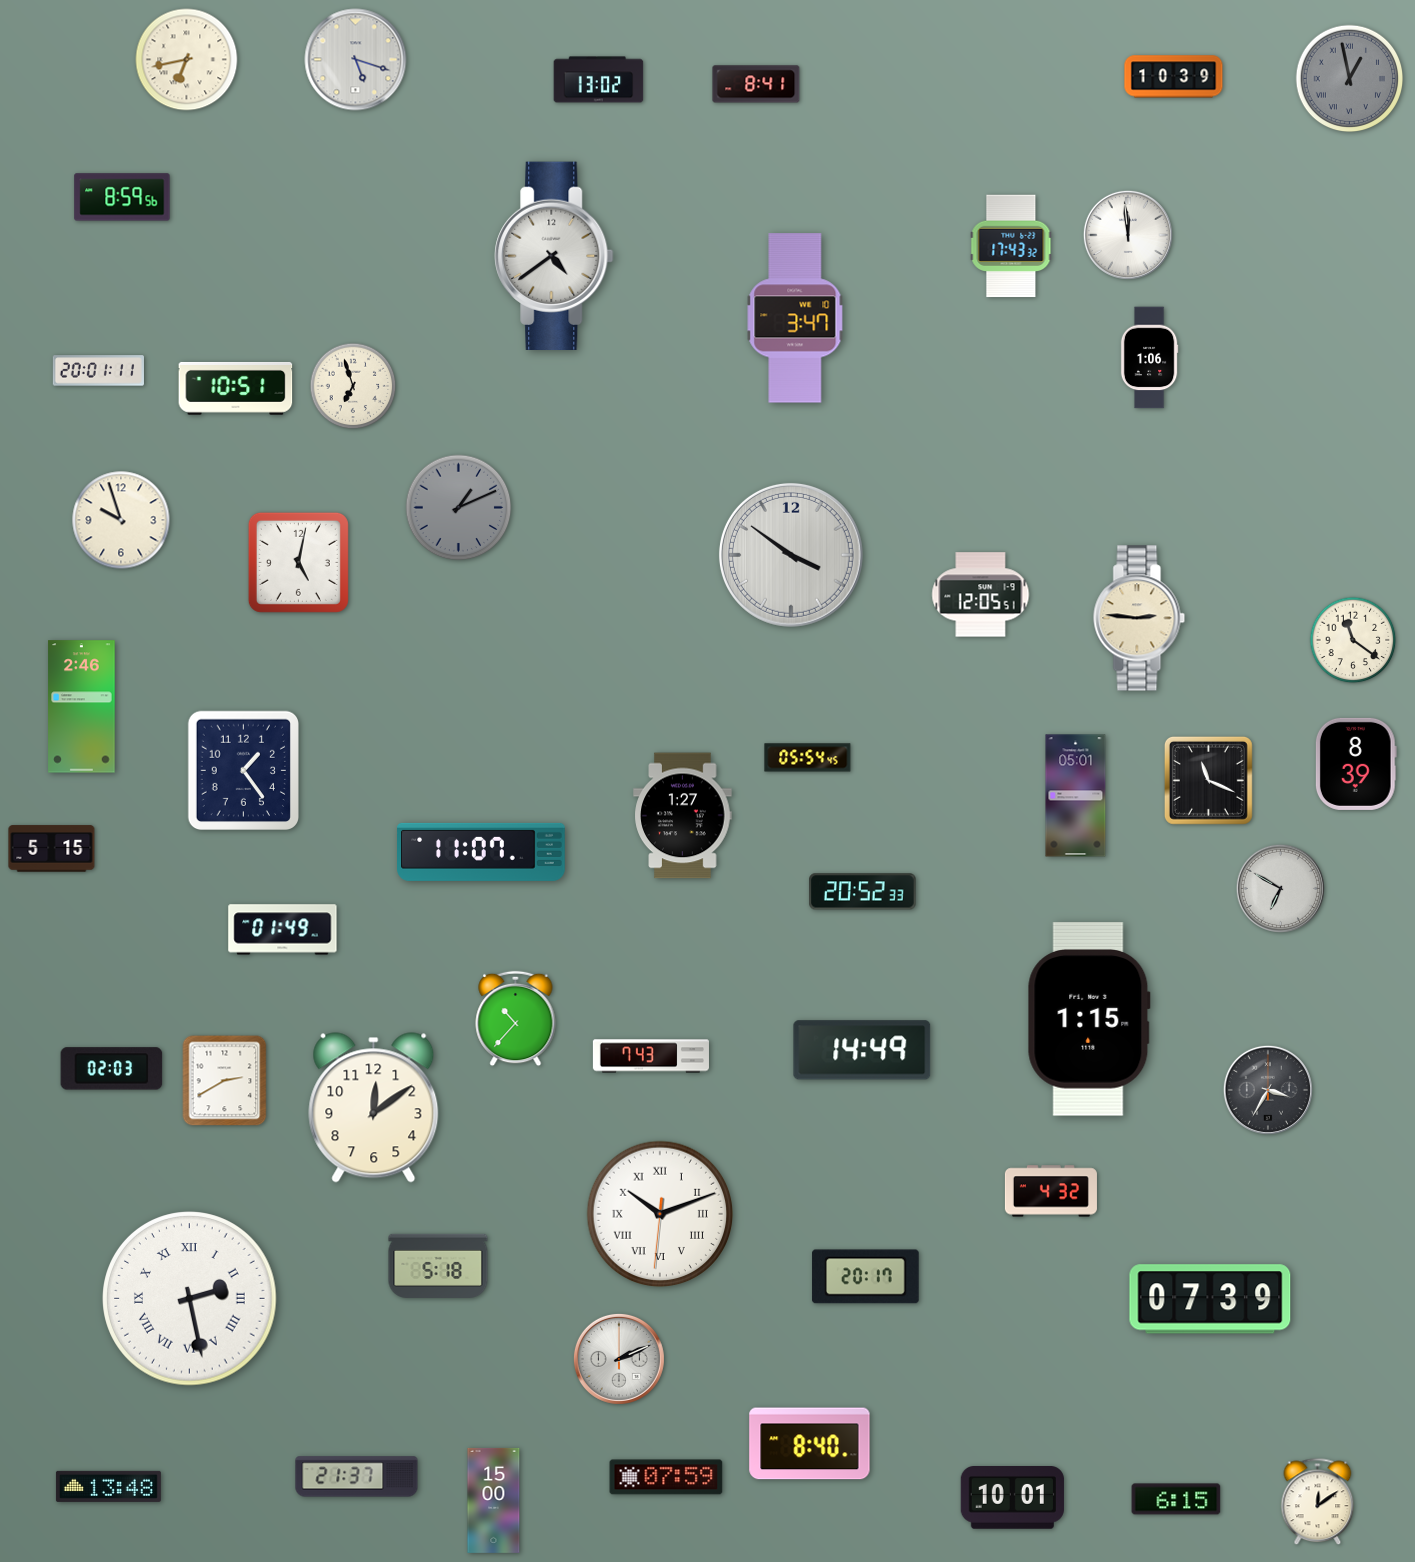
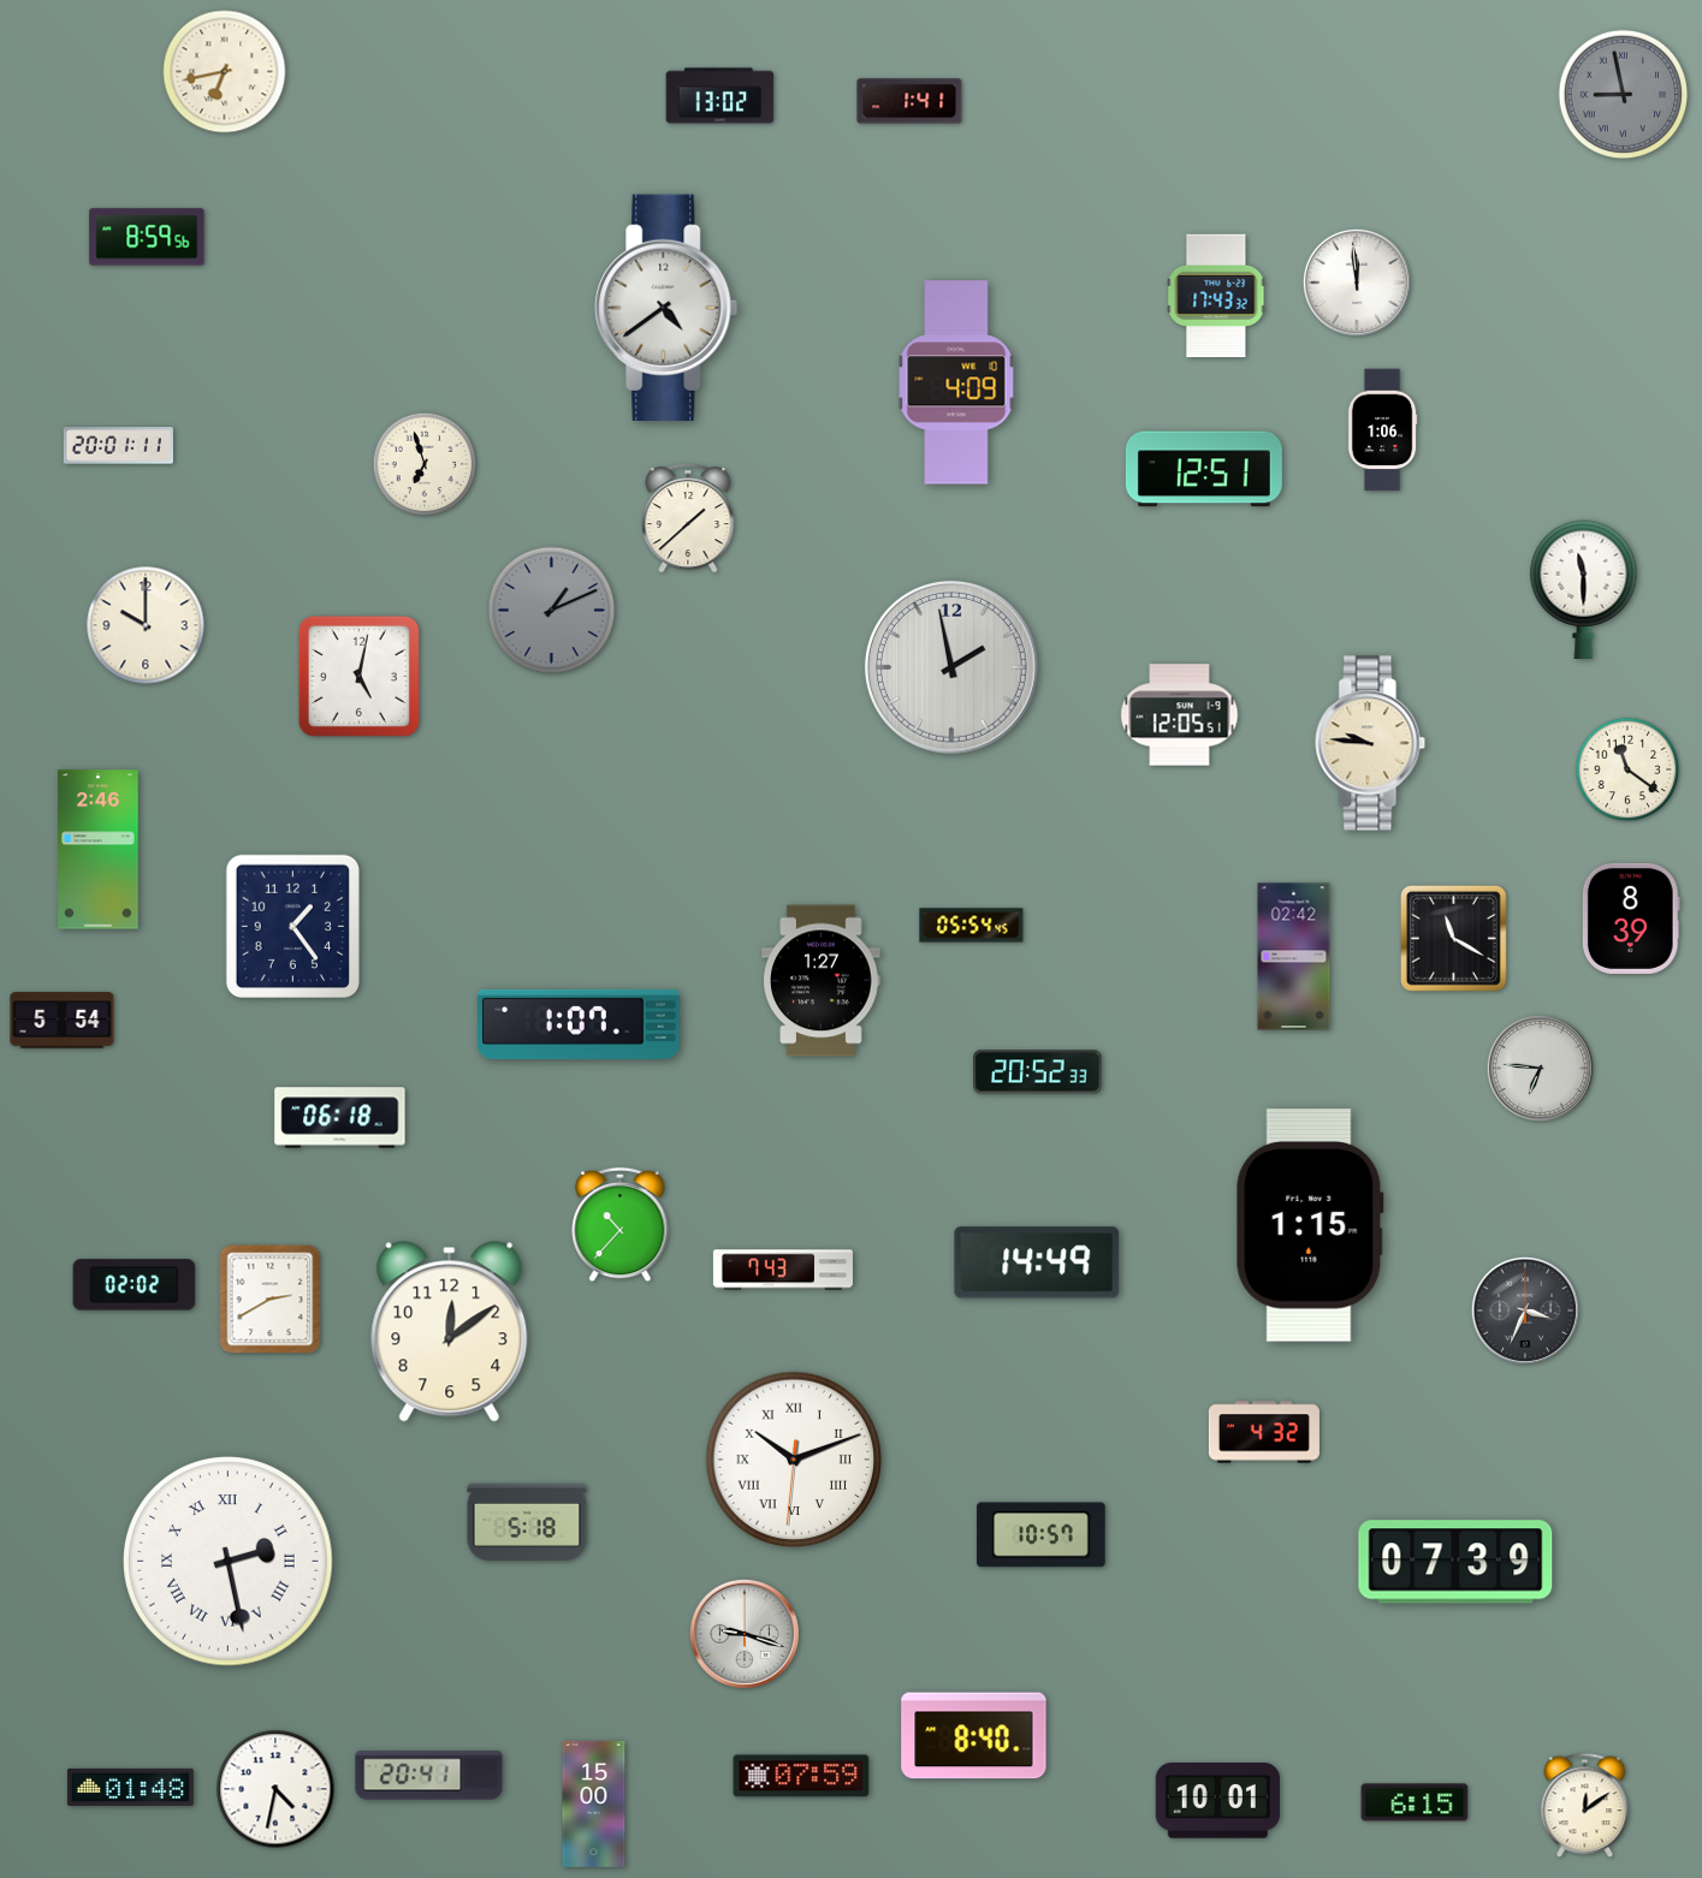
clock at (356, 60): 5:18 -> none
clock at (1174, 77): 10:39 -> none
clock at (1350, 79): 12:58 -> 8:58
clock at (756, 84): 8:41 -> 1:41
clock at (795, 318): 3:47 -> 4:09
clock at (236, 388): 10:51 -> none
clock at (1204, 469): none -> 12:51
clock at (688, 518): none -> 1:38
clock at (1584, 589): none -> 11:30
clock at (121, 520): 9:57 -> 10:00
clock at (791, 555): 3:51 -> 1:58
clock at (1139, 618): 2:46 -> 9:46
clock at (808, 758) position: (808, 758) -> (972, 926)
clock at (1208, 780): 11:19 -> 11:20
clock at (1076, 796): 05:01 -> 02:42
clock at (52, 849): 5:15 -> 5:54
clock at (481, 852): 11:07 -> 1:07
clock at (1280, 888): 6:50 -> 6:46
clock at (283, 930): 01:49 -> 06:18
clock at (112, 1069): 02:03 -> 02:02
clock at (1268, 1090): 3:35 -> 3:34
clock at (866, 1277): 20:17 -> 10:57
clock at (619, 1359): 2:11 -> 9:18
clock at (357, 1477): 21:37 -> 20:41
clock at (108, 1486): 13:48 -> 01:48
clock at (275, 1789): none -> 4:32
